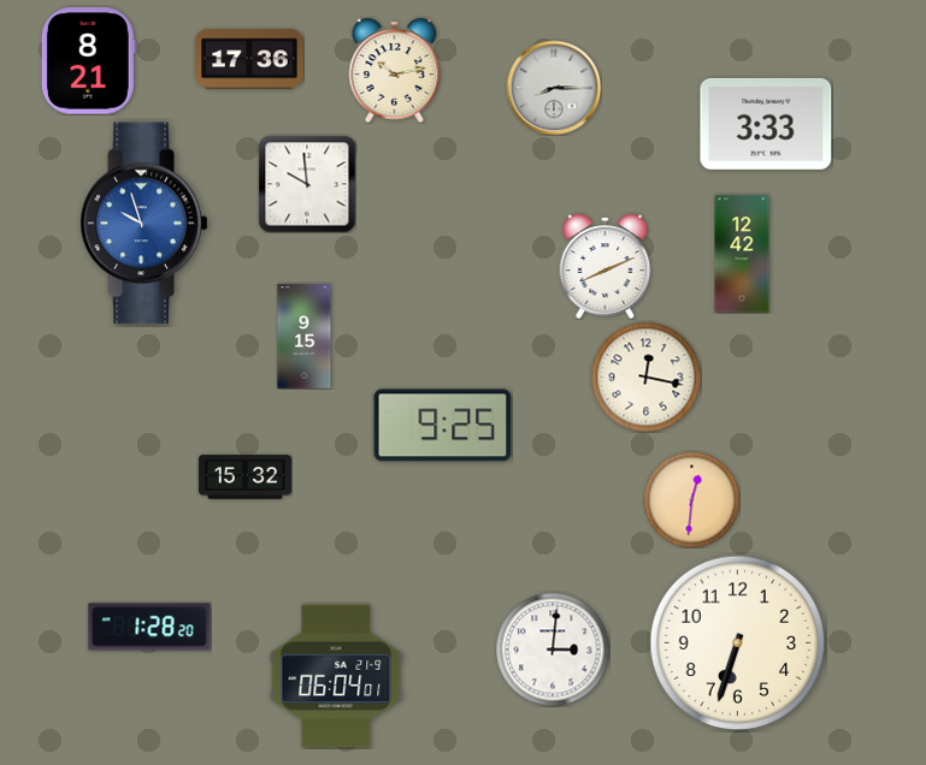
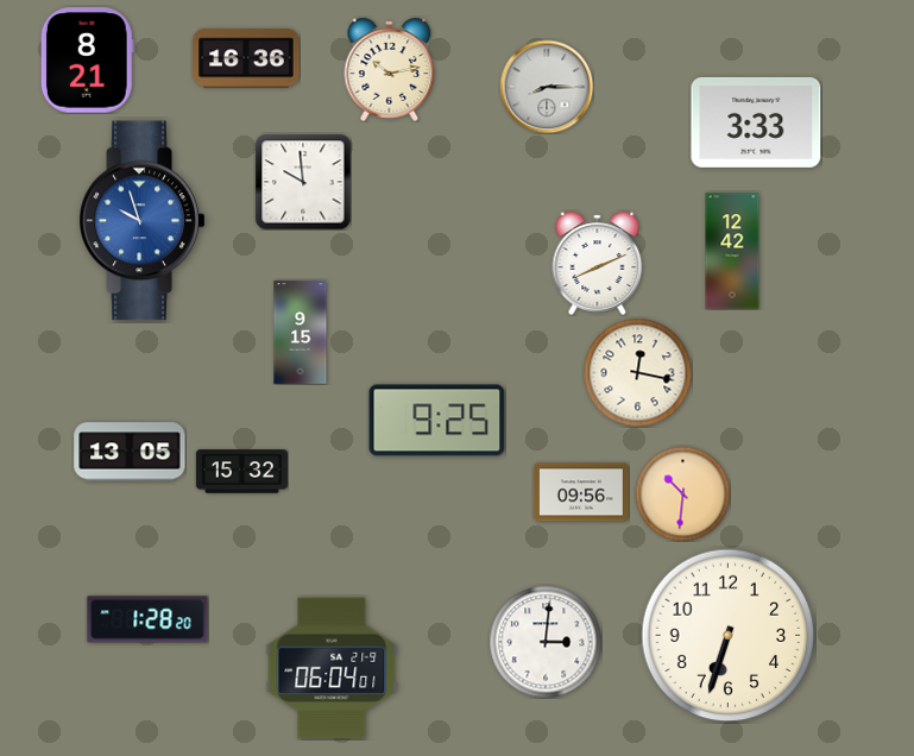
clock at (249, 59): 17:36 -> 16:36
clock at (130, 452): none -> 13:05
clock at (581, 492): none -> 09:56
clock at (691, 499): 12:31 -> 10:31
